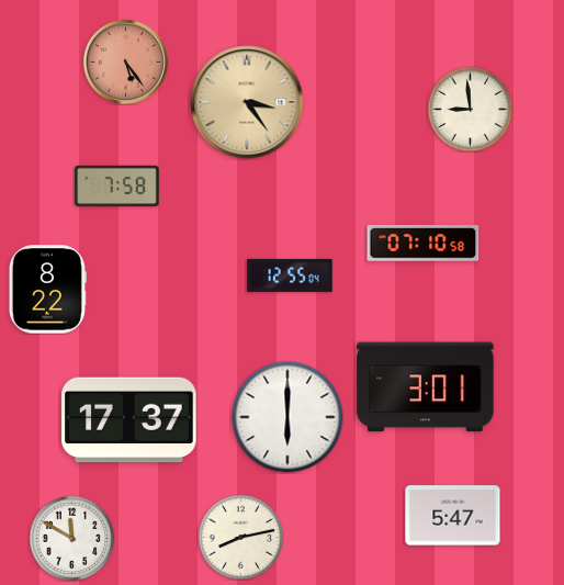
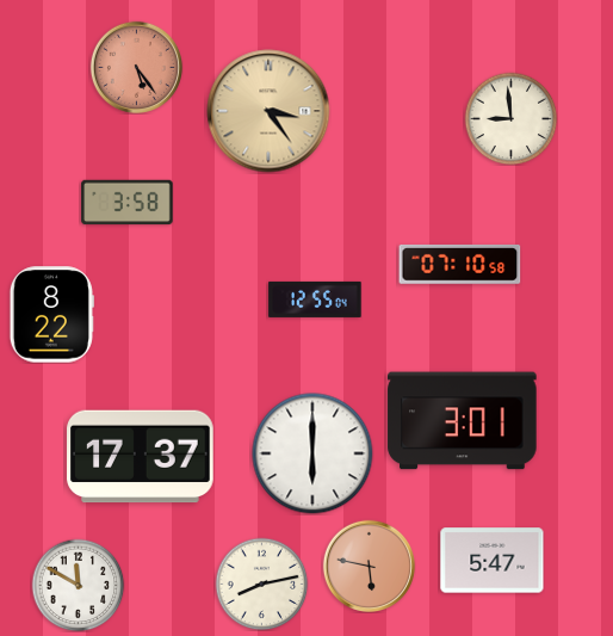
clock at (117, 187): 7:58 -> 3:58
clock at (369, 566): none -> 5:47
